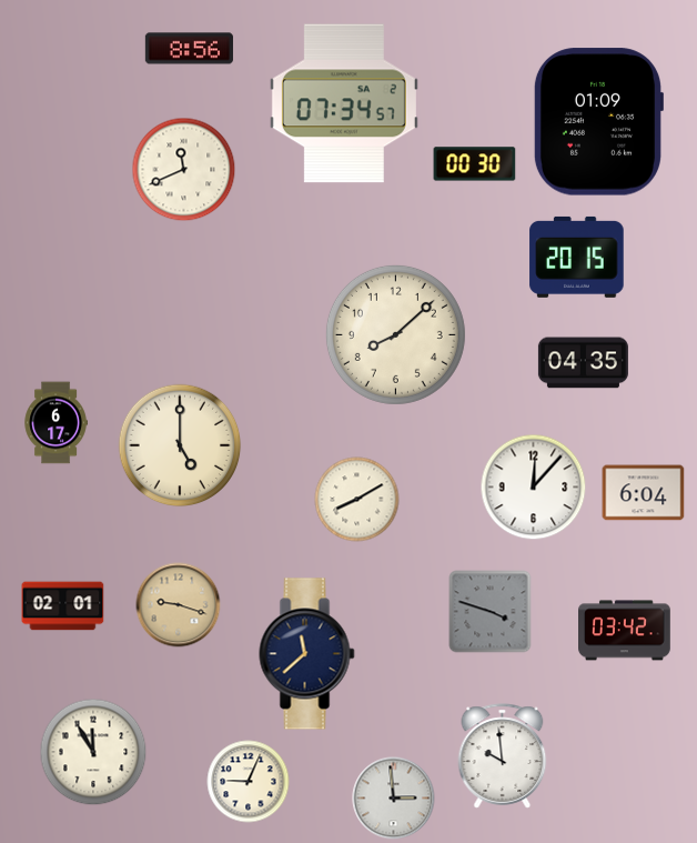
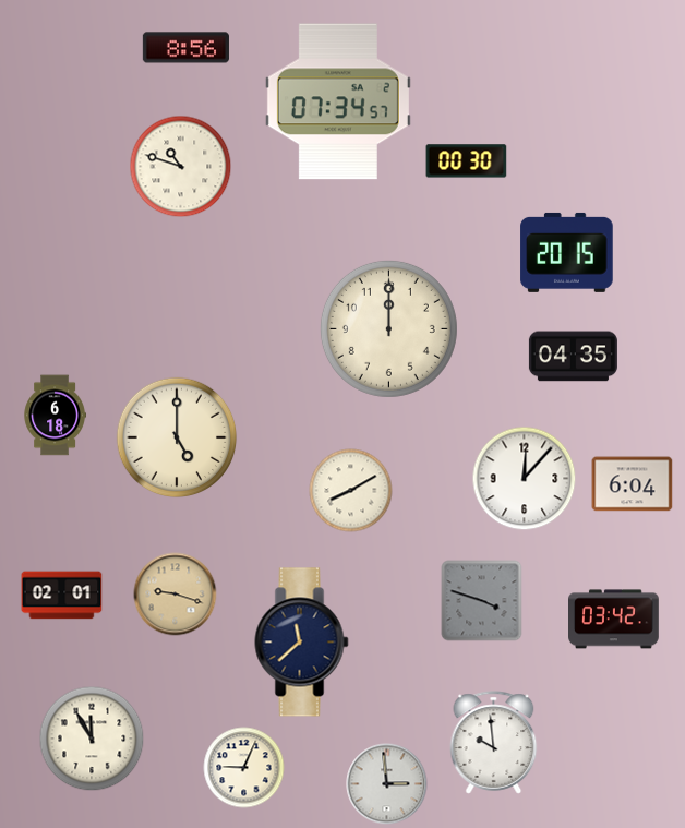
clock at (598, 122): 01:09 -> none
clock at (184, 170): 11:41 -> 10:48
clock at (395, 334): 8:08 -> 12:00
clock at (55, 423): 6:17 -> 6:18
